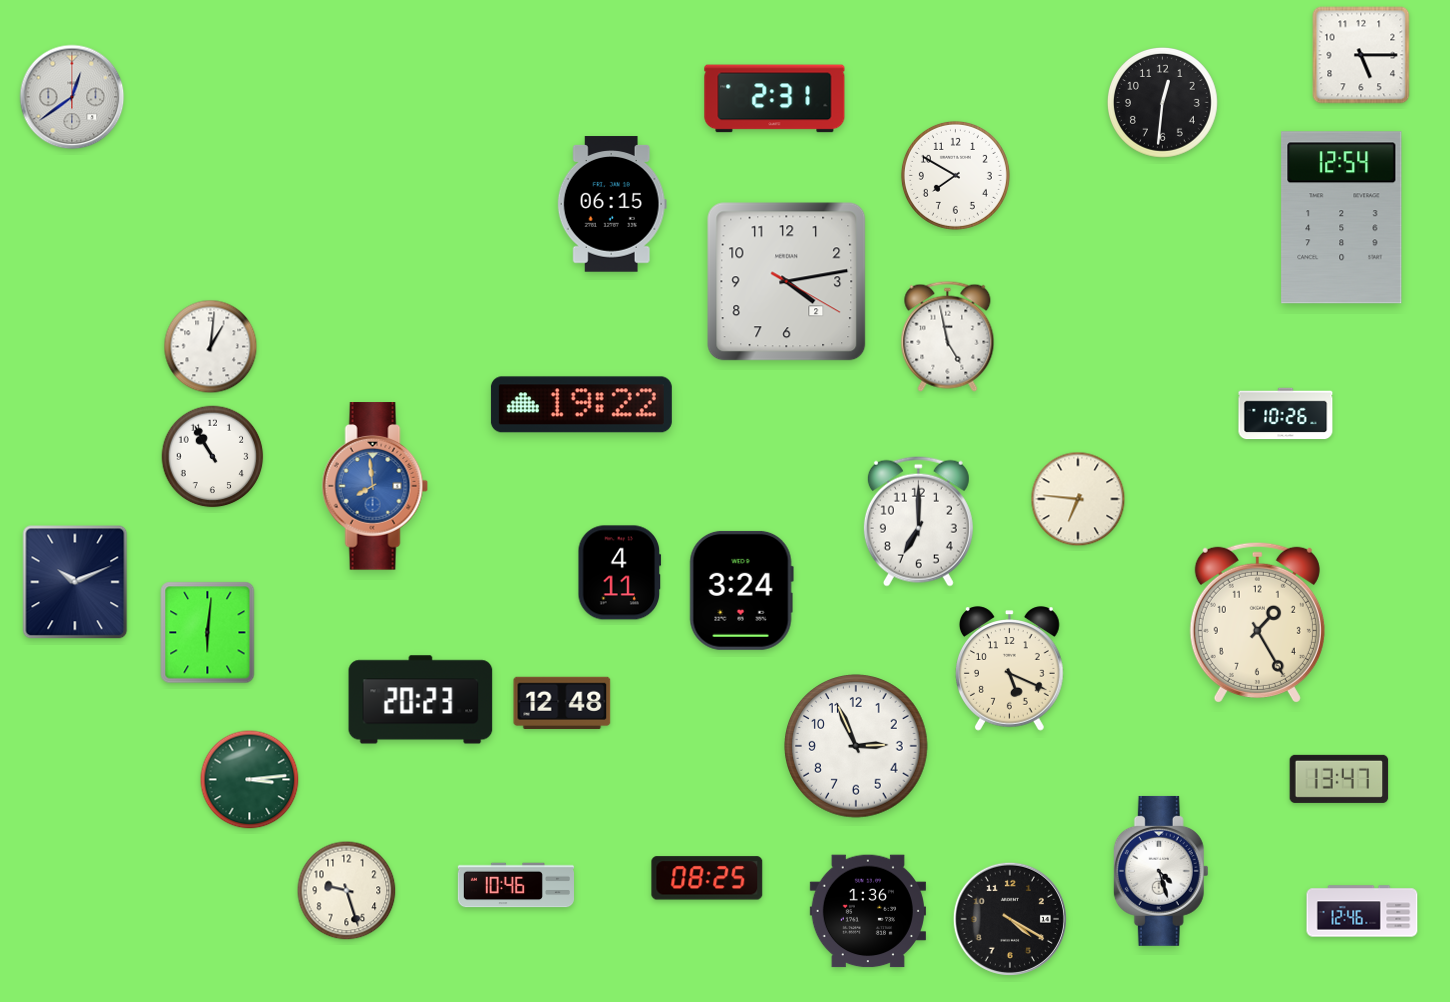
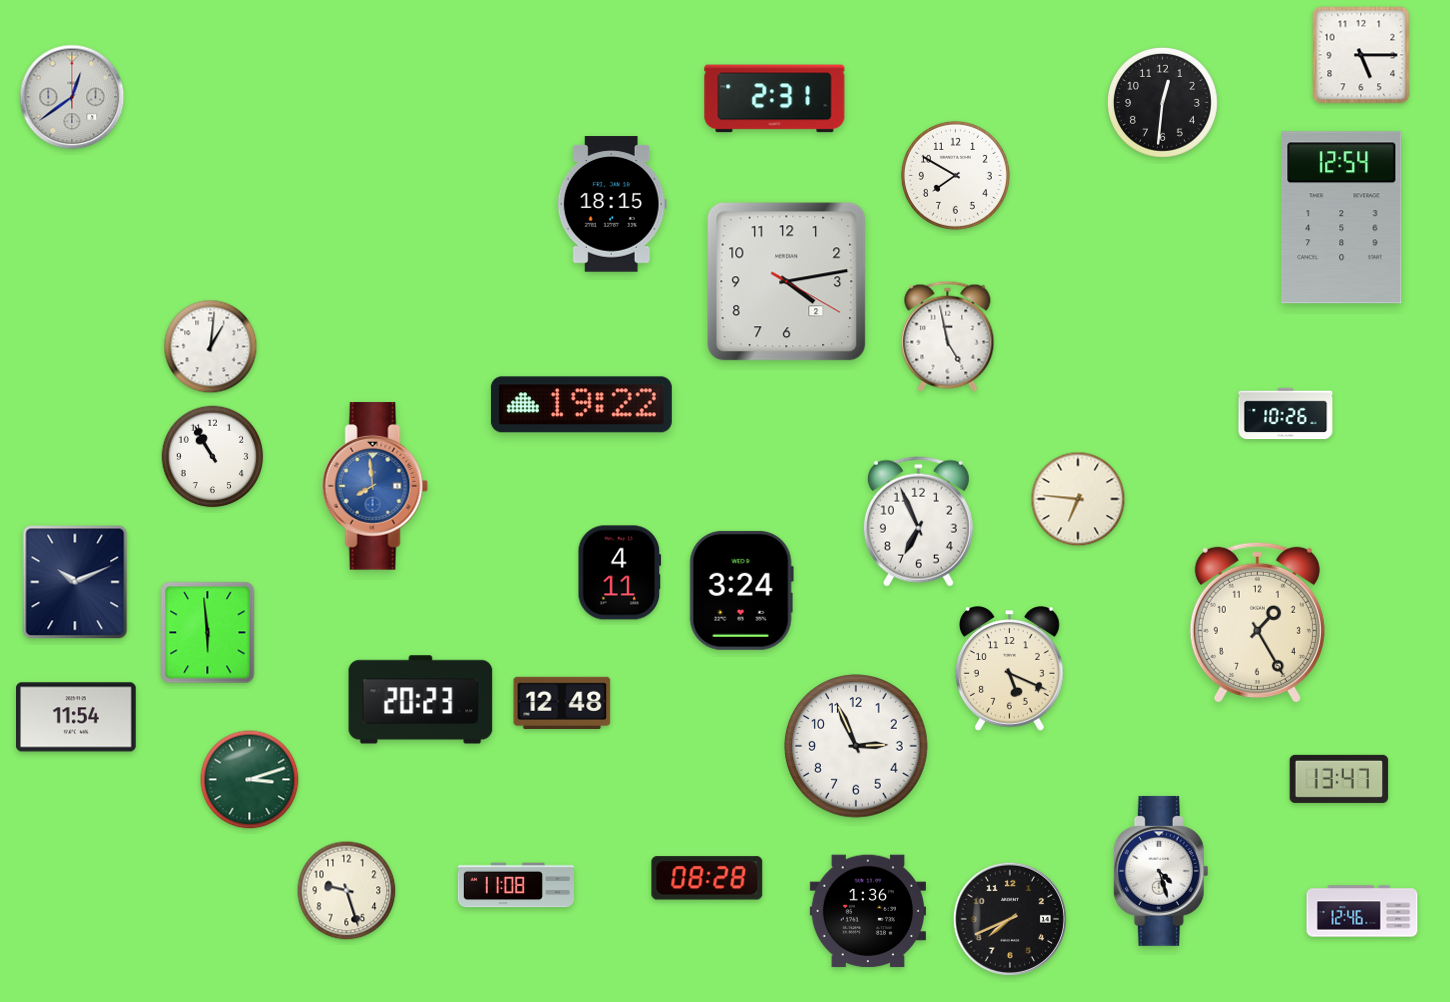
clock at (612, 204): 06:15 -> 18:15
clock at (918, 521): 7:00 -> 6:56
clock at (208, 633): 6:01 -> 5:59
clock at (76, 717): none -> 11:54
clock at (250, 780): 3:14 -> 3:12
clock at (707, 878): 08:25 -> 08:28
clock at (515, 885): 10:46 -> 11:08
clock at (1010, 919): 4:20 -> 7:41
